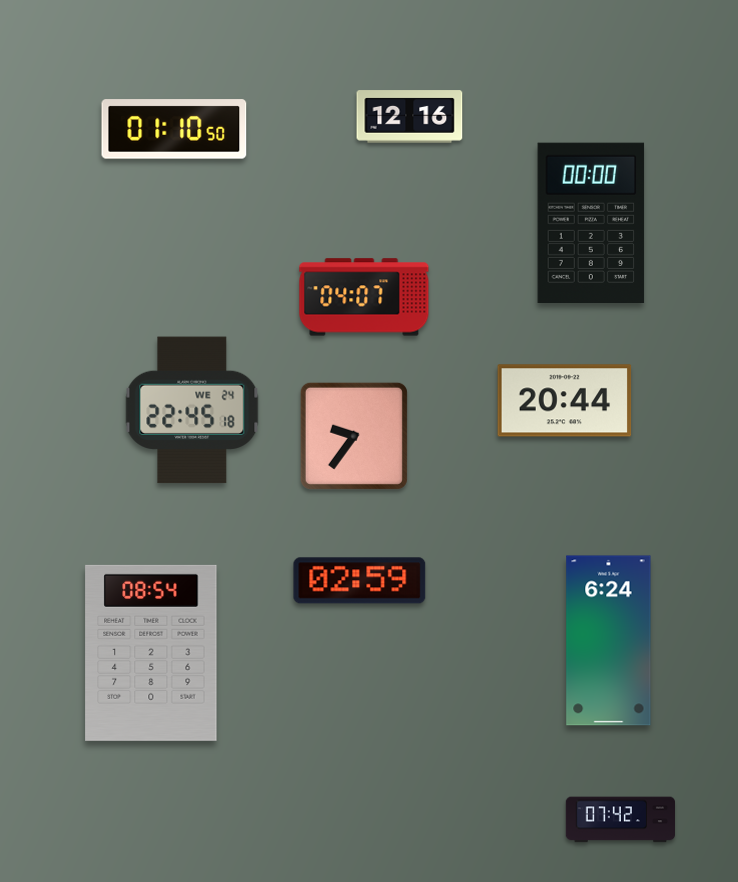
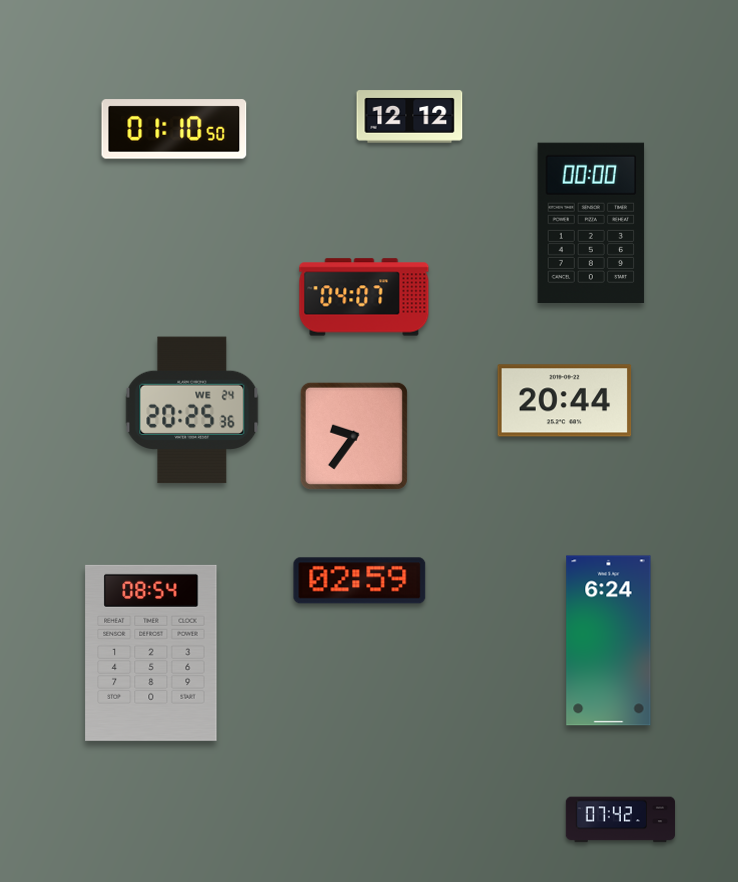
clock at (410, 117): 12:16 -> 12:12
clock at (192, 410): 22:45 -> 20:25
